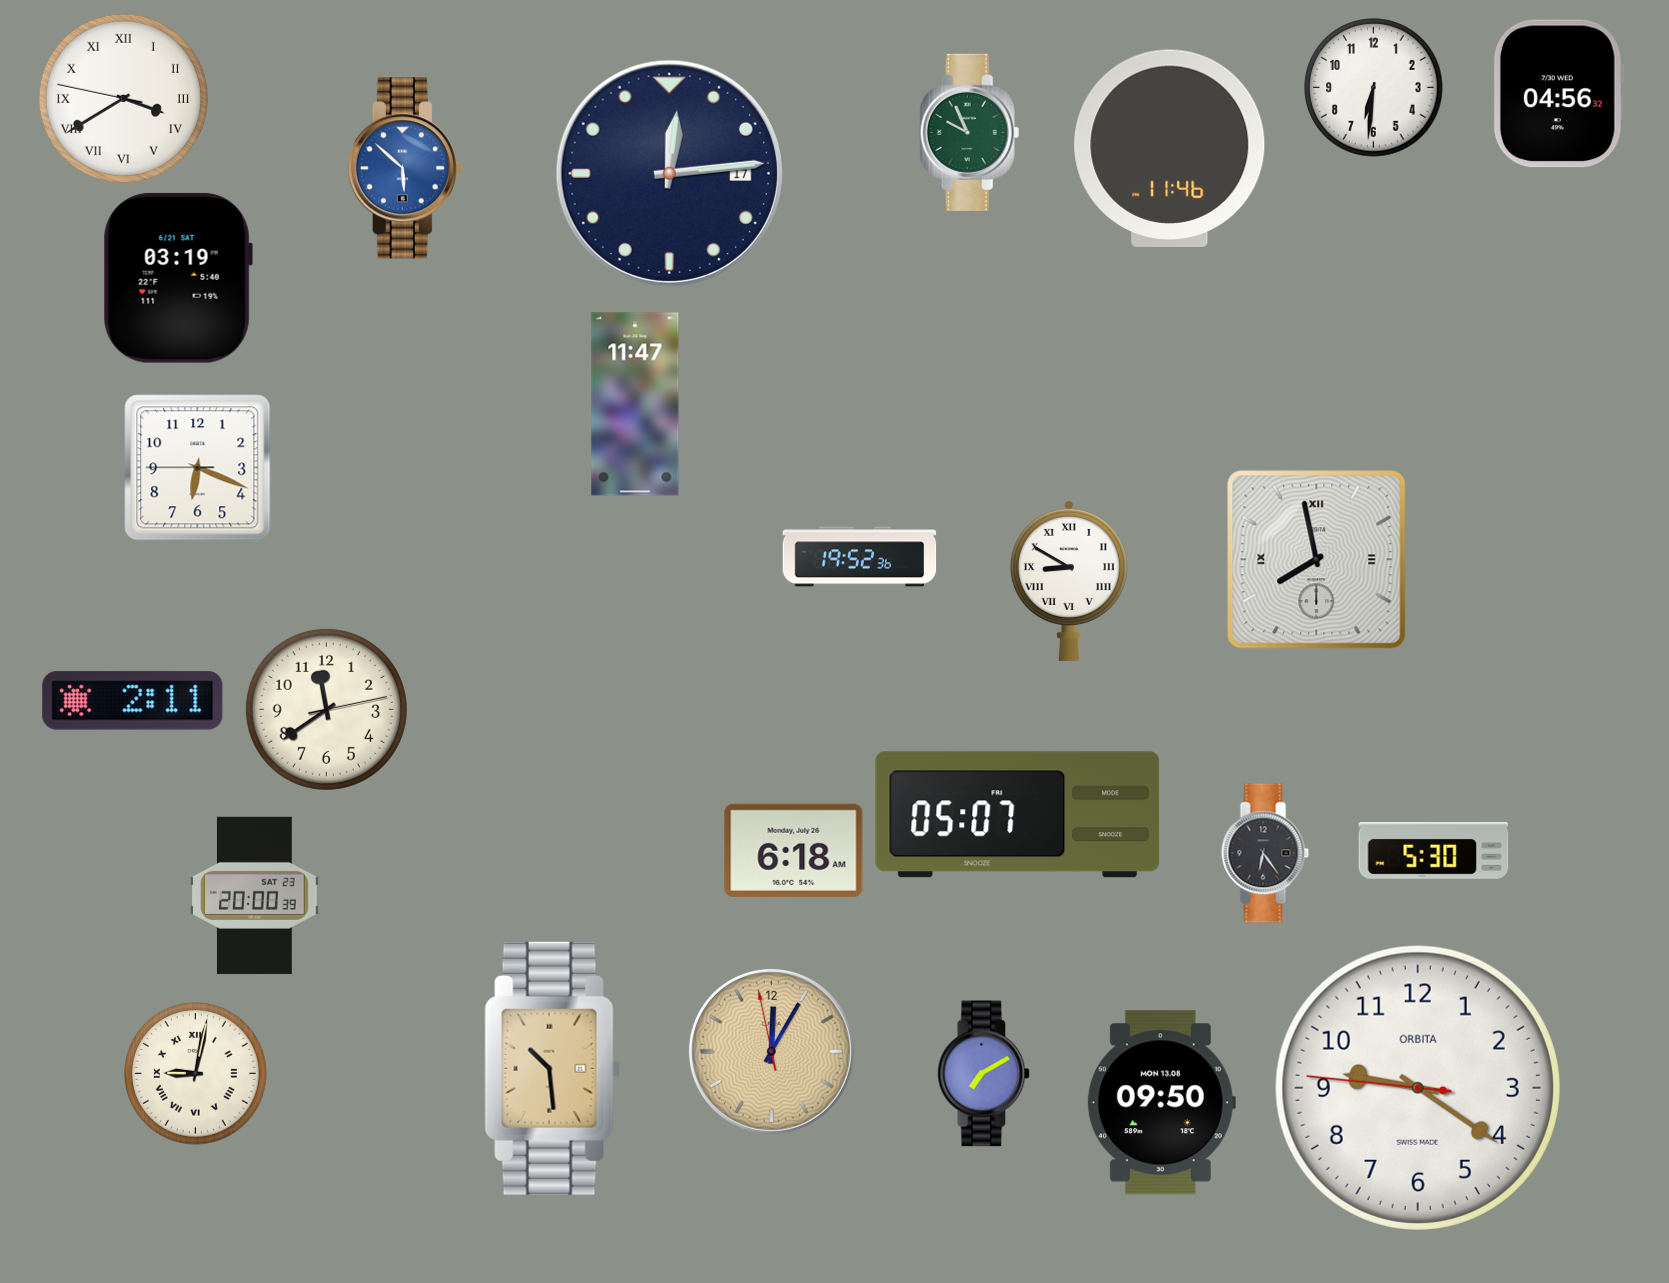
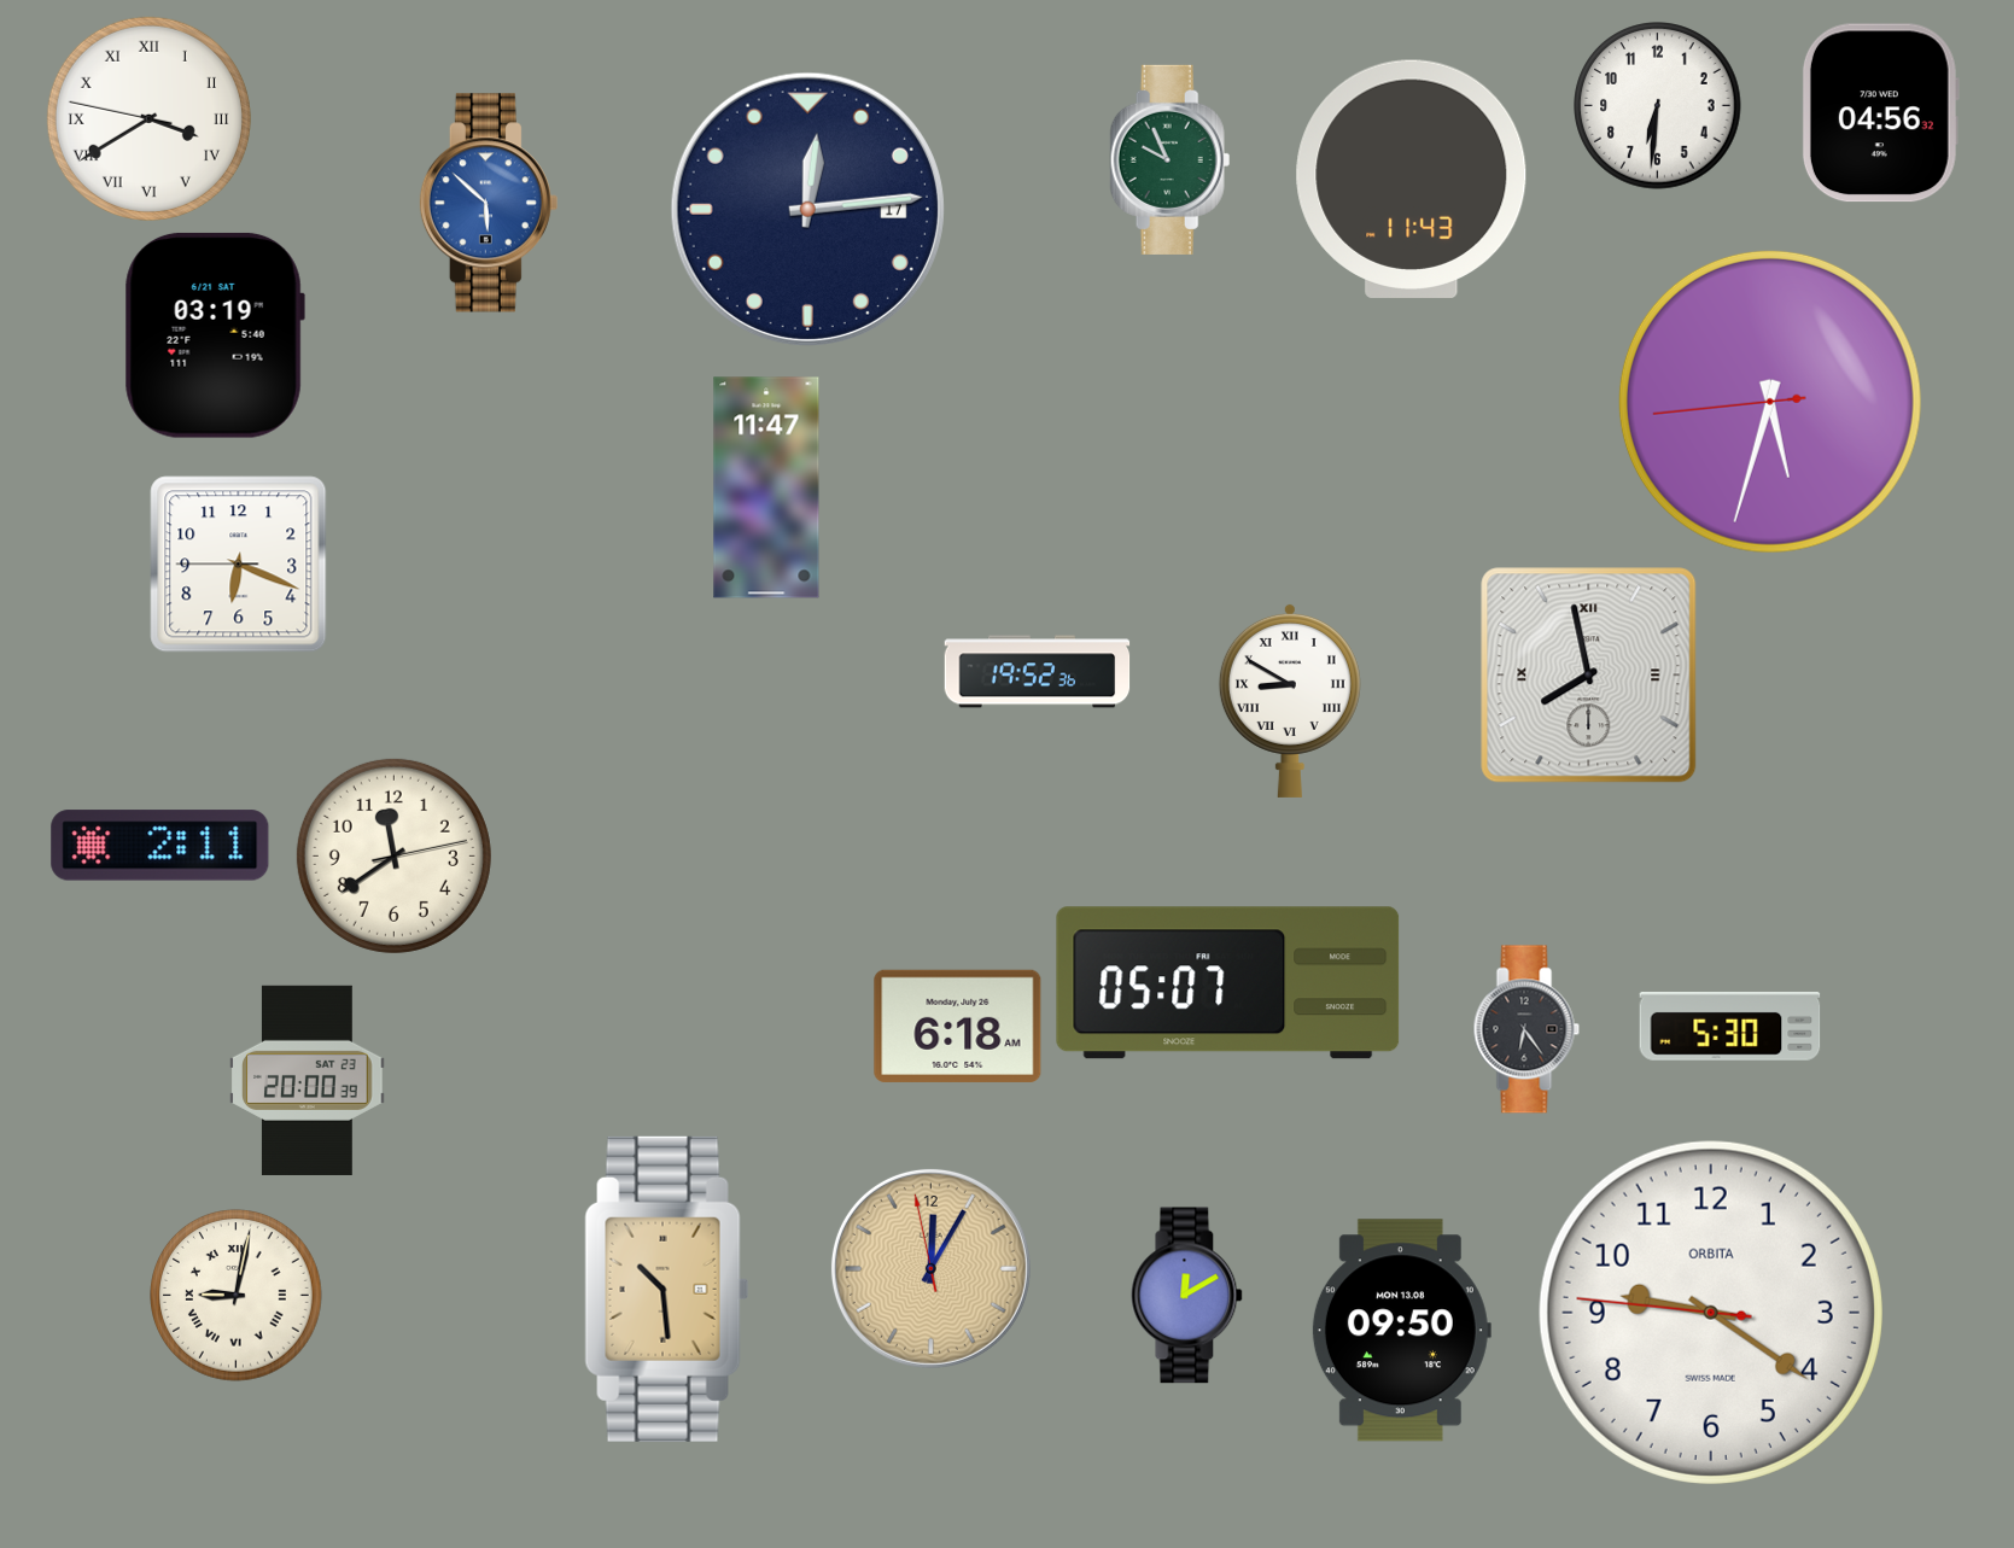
clock at (1170, 148): 11:46 -> 11:43
clock at (1770, 402): none -> 5:32
clock at (984, 1074): 7:10 -> 12:10
